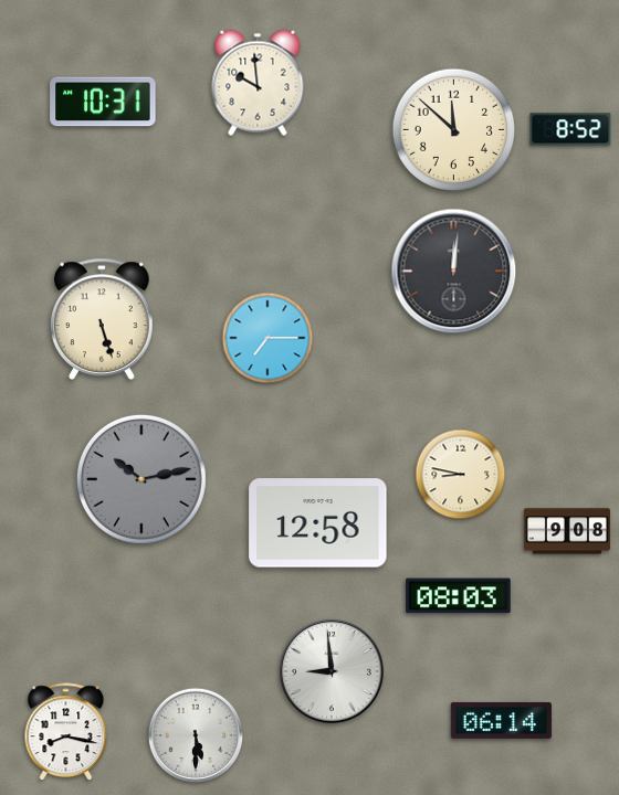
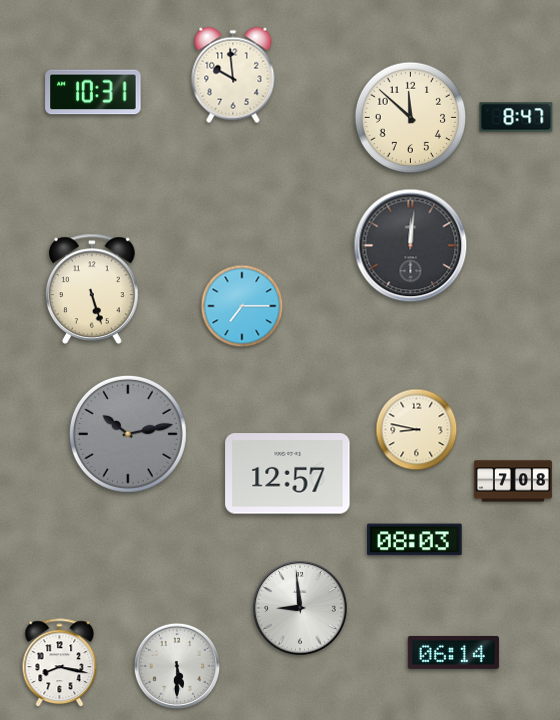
clock at (570, 129): 8:52 -> 8:47
clock at (318, 523): 12:58 -> 12:57
clock at (567, 531): 9:08 -> 7:08
